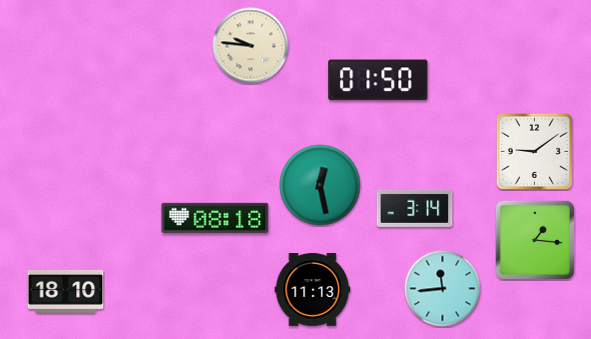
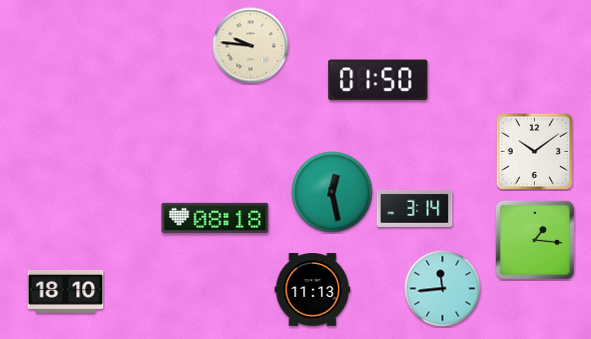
clock at (534, 151): 9:09 -> 10:09
clock at (320, 185) position: (320, 185) -> (332, 192)
